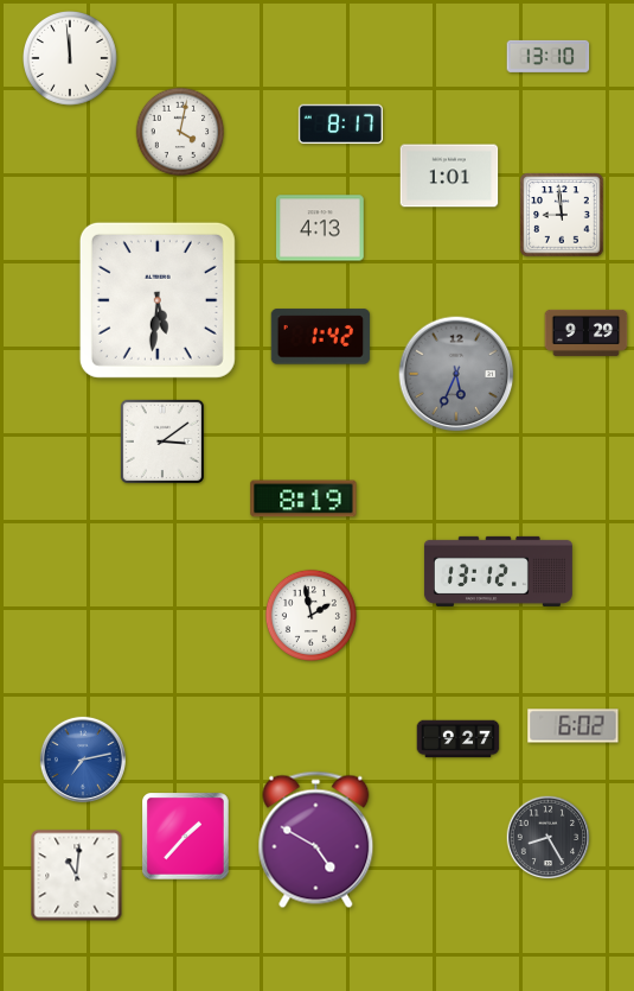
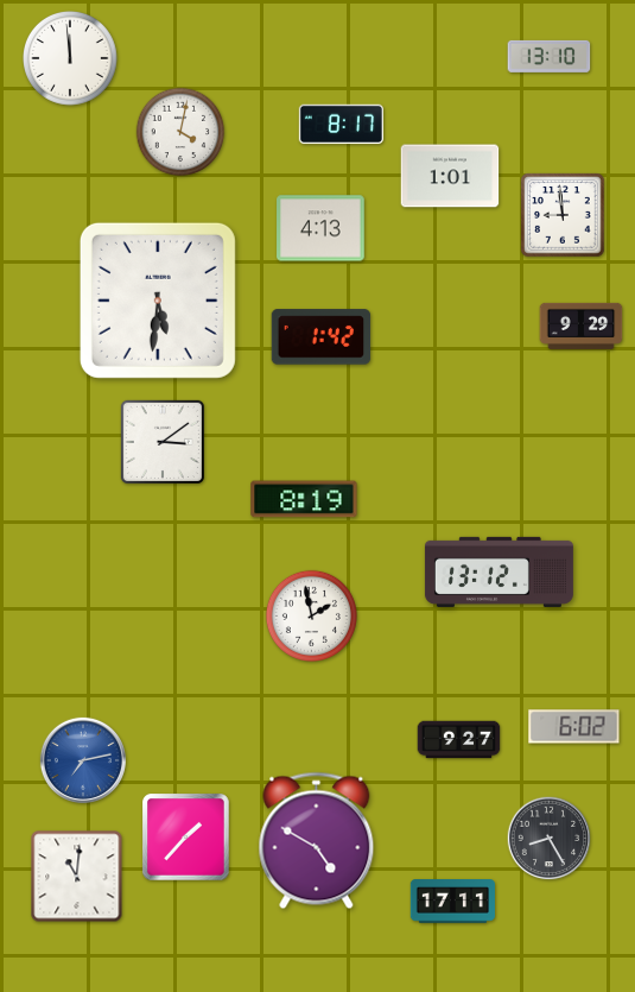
clock at (587, 332) position: (587, 332) -> (582, 326)
clock at (456, 374): 5:34 -> none
clock at (452, 902): none -> 17:11
